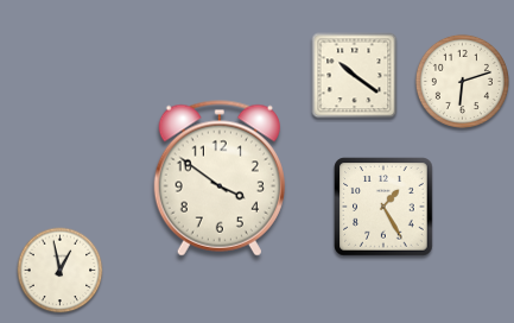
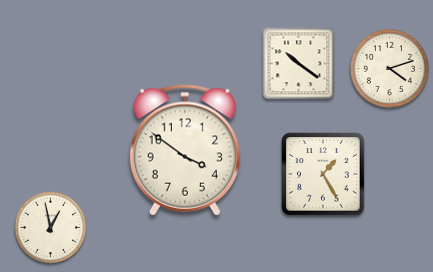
clock at (462, 81): 6:12 -> 4:12
